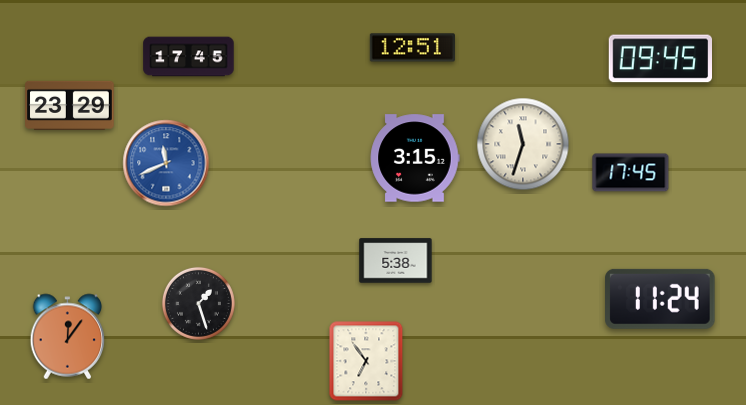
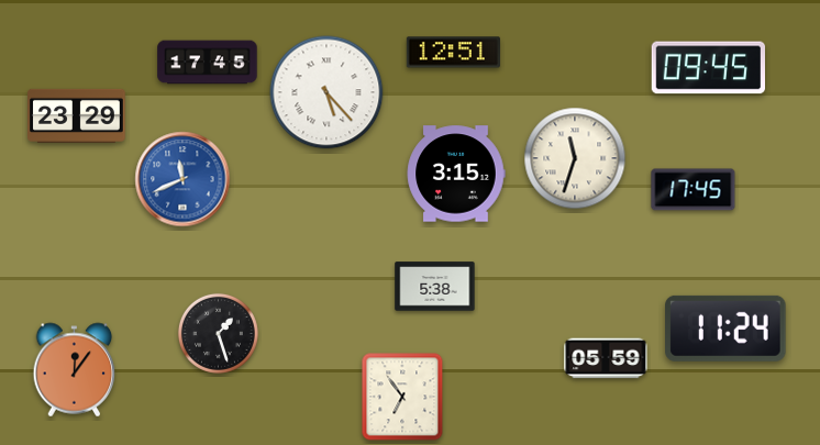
clock at (660, 59) position: (660, 59) -> (708, 68)
clock at (326, 92): none -> 5:23
clock at (606, 358): none -> 05:59
